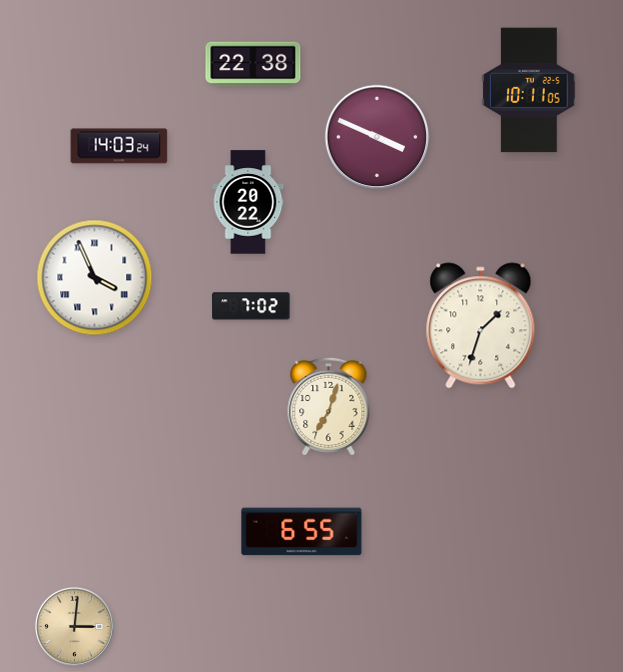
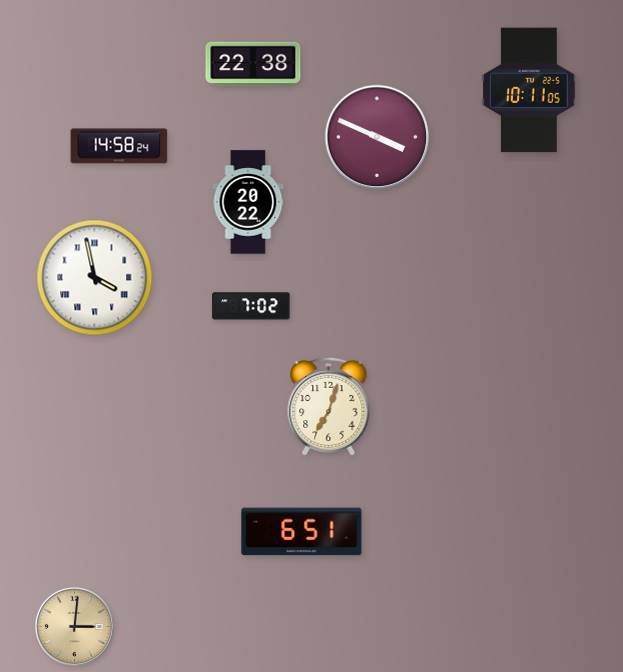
clock at (119, 146): 14:03 -> 14:58
clock at (95, 278): 3:56 -> 3:58
clock at (481, 326): 1:33 -> none
clock at (302, 532): 6:55 -> 6:51
